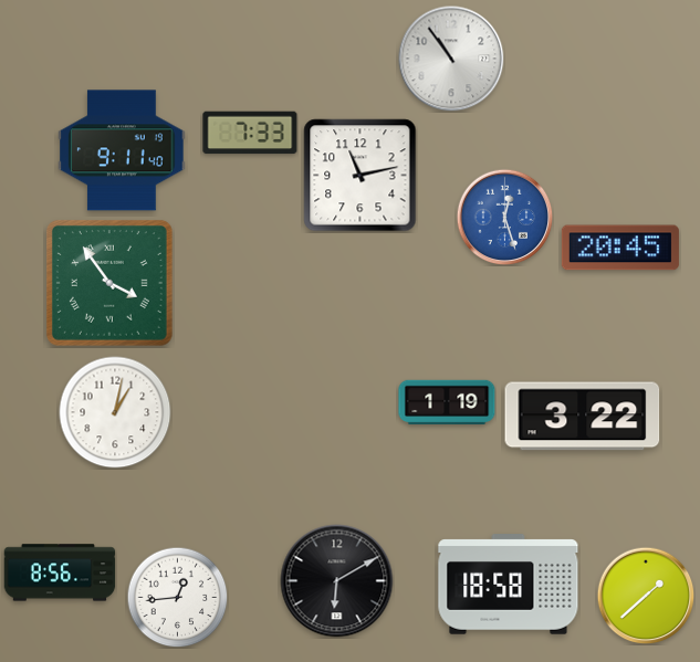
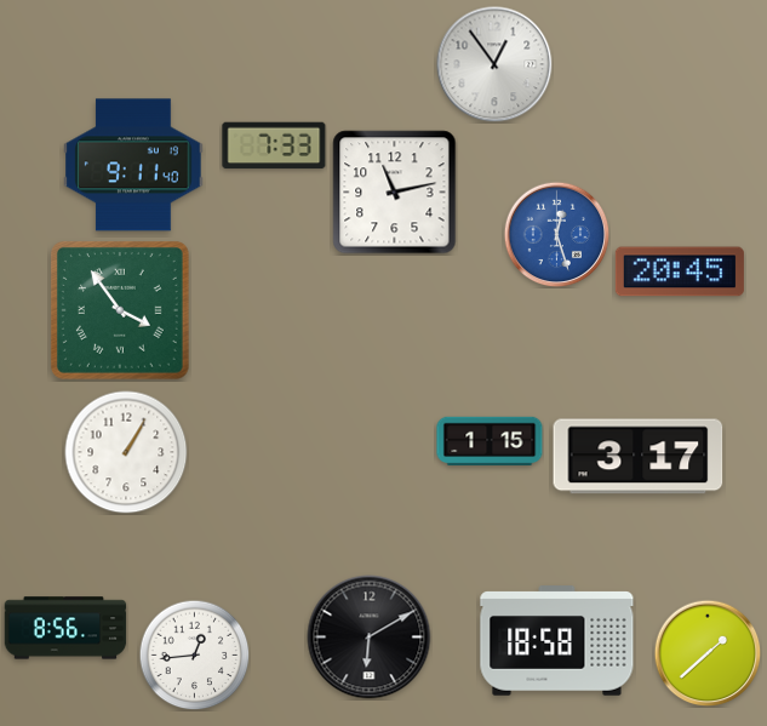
clock at (451, 59): 10:54 -> 12:54
clock at (504, 217) position: (504, 217) -> (556, 234)
clock at (447, 401): 1:19 -> 1:15
clock at (115, 412): 1:02 -> 1:05
clock at (583, 417): 3:22 -> 3:17
